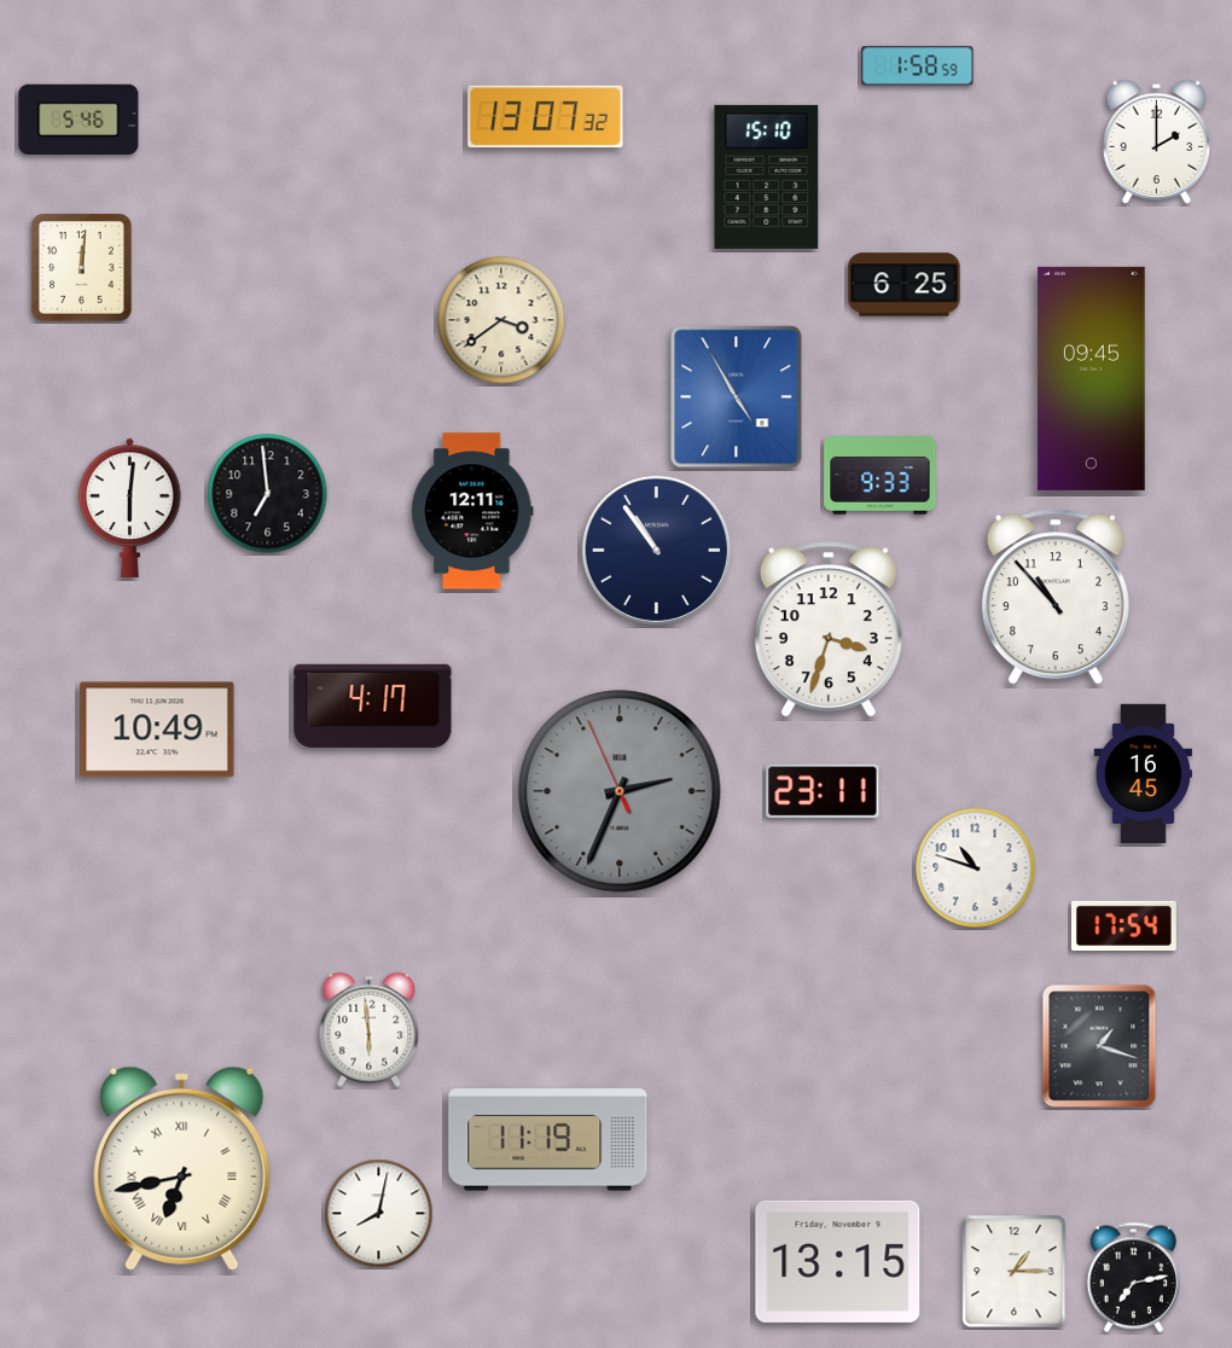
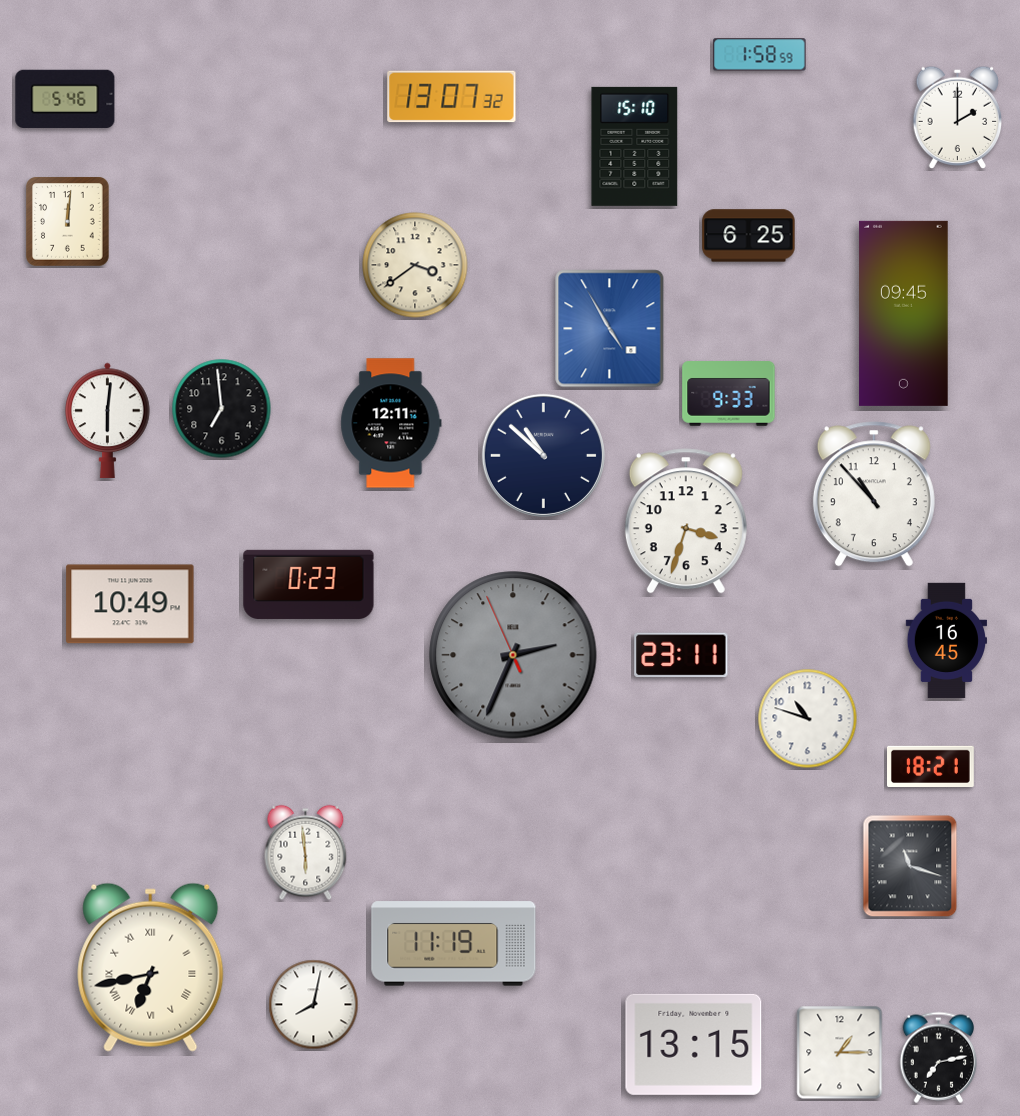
clock at (656, 550): 10:54 -> 10:52
clock at (373, 705): 4:17 -> 0:23
clock at (1125, 925): 17:54 -> 18:21
clock at (1099, 1046): 1:18 -> 11:18
